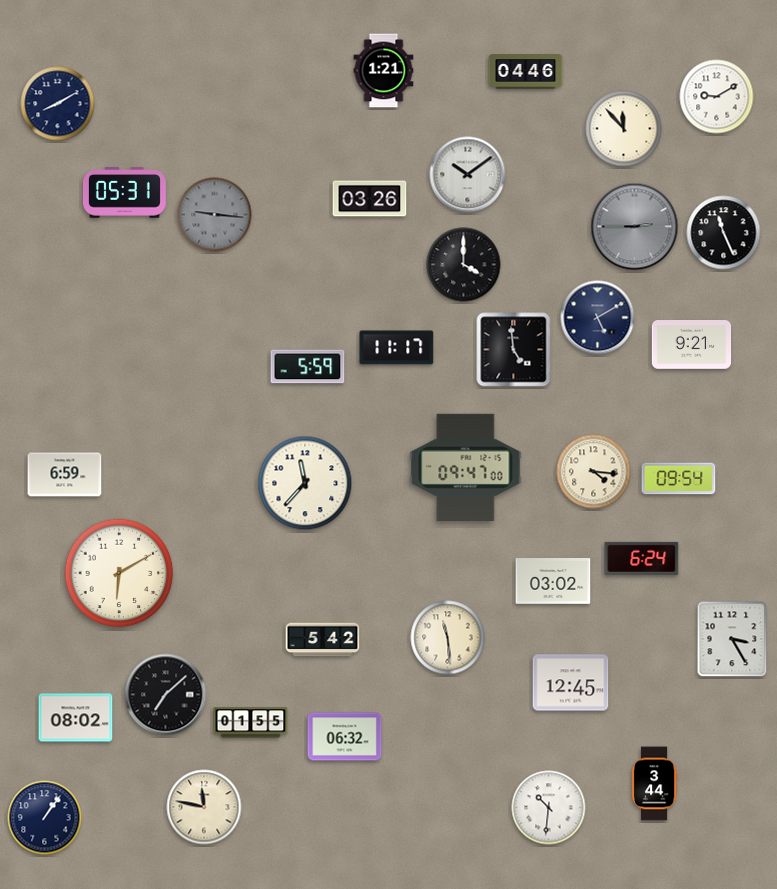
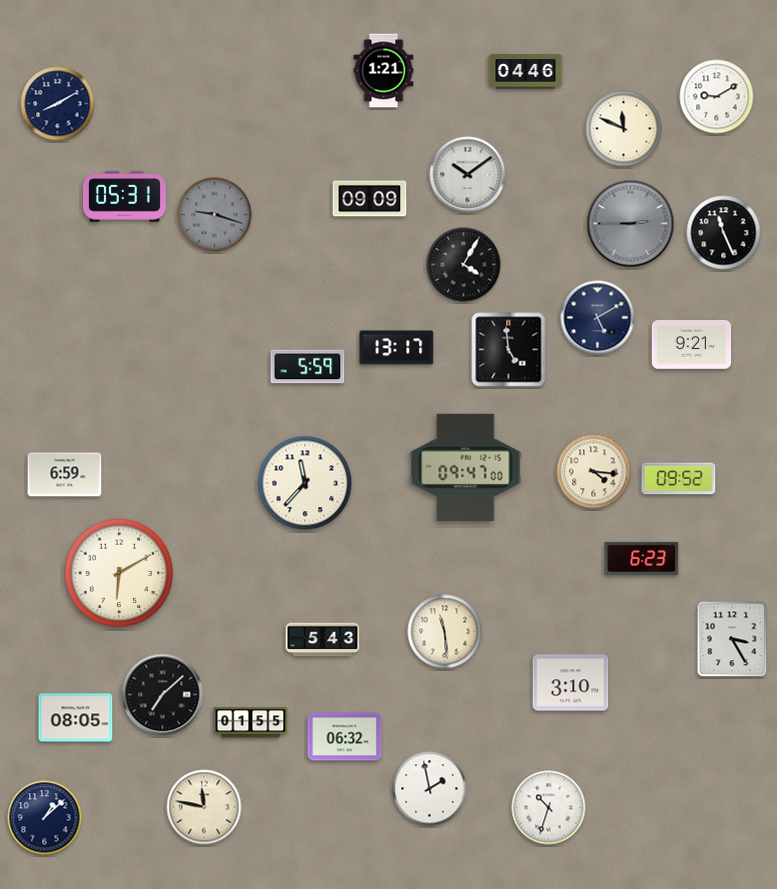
clock at (624, 129): 11:53 -> 11:49
clock at (124, 193) position: (124, 193) -> (124, 197)
clock at (370, 199): 03:26 -> 09:09
clock at (215, 215): 9:16 -> 9:18
clock at (635, 227) position: (635, 227) -> (631, 224)
clock at (464, 265): 4:00 -> 4:05
clock at (397, 348): 11:17 -> 13:17
clock at (514, 350) position: (514, 350) -> (509, 350)
clock at (679, 479): 09:54 -> 09:52
clock at (642, 558): 6:24 -> 6:23
clock at (553, 582): 03:02 -> none
clock at (448, 638) position: (448, 638) -> (445, 632)
clock at (323, 640): 5:42 -> 5:43
clock at (571, 683): 12:45 -> 3:10
clock at (166, 695) position: (166, 695) -> (163, 695)
clock at (76, 718): 08:02 -> 08:05
clock at (654, 784): 3:44 -> none
clock at (430, 789): none -> 1:58
clock at (549, 808): 10:31 -> 10:33
clock at (45, 818): 1:06 -> 1:08
